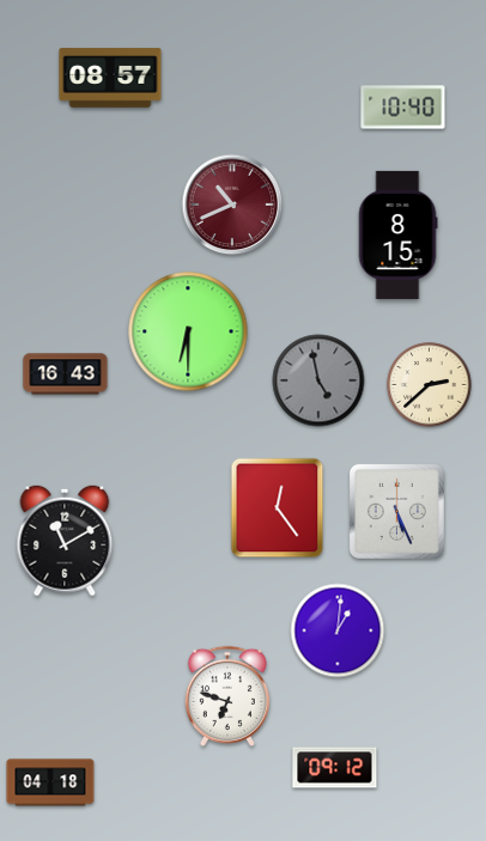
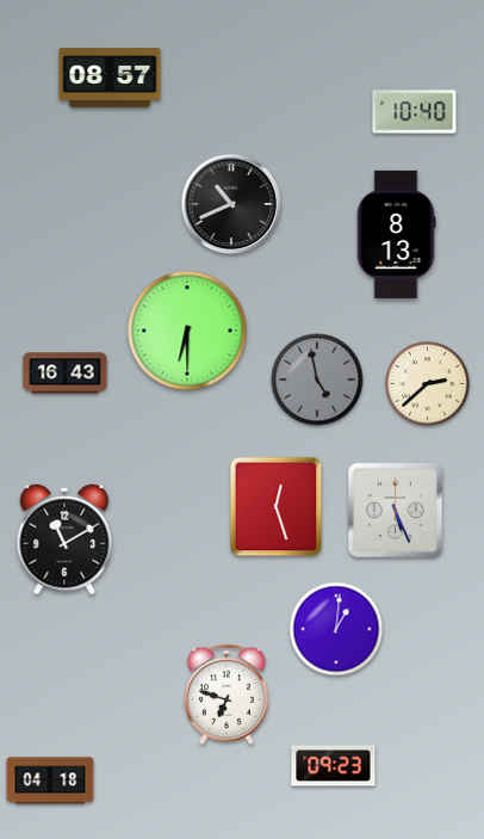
clock at (403, 108) position: (403, 108) -> (415, 112)
clock at (232, 205) dial: burgundy -> black
clock at (397, 234): 8:15 -> 8:13
clock at (278, 508): 12:24 -> 12:27
clock at (335, 768): 09:12 -> 09:23
